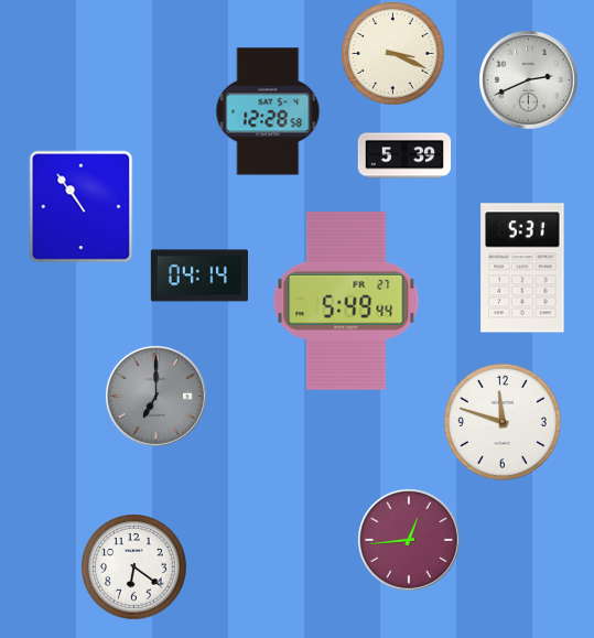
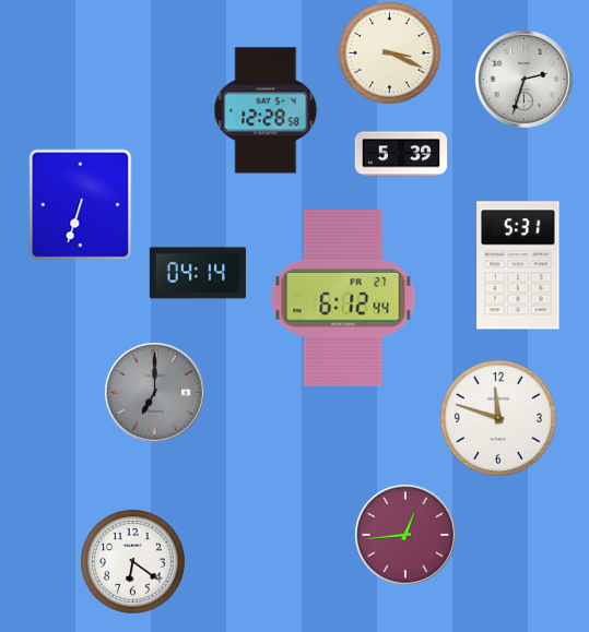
clock at (528, 79): 2:41 -> 2:33
clock at (82, 206): 10:54 -> 6:33
clock at (346, 301): 5:49 -> 6:12
